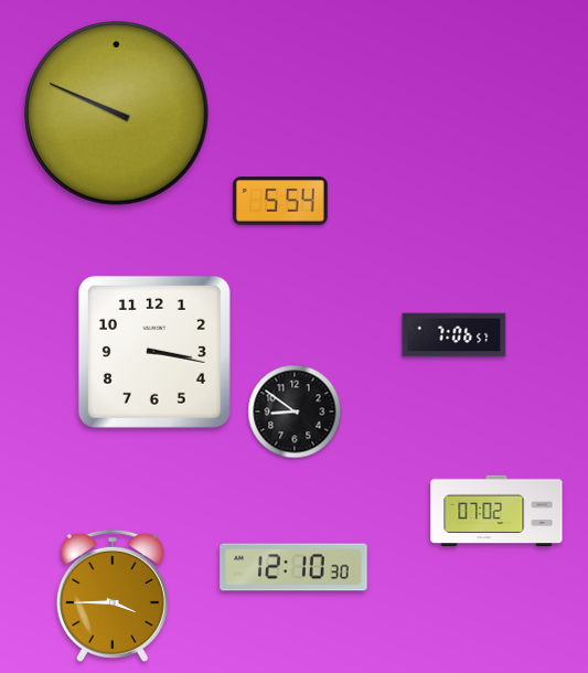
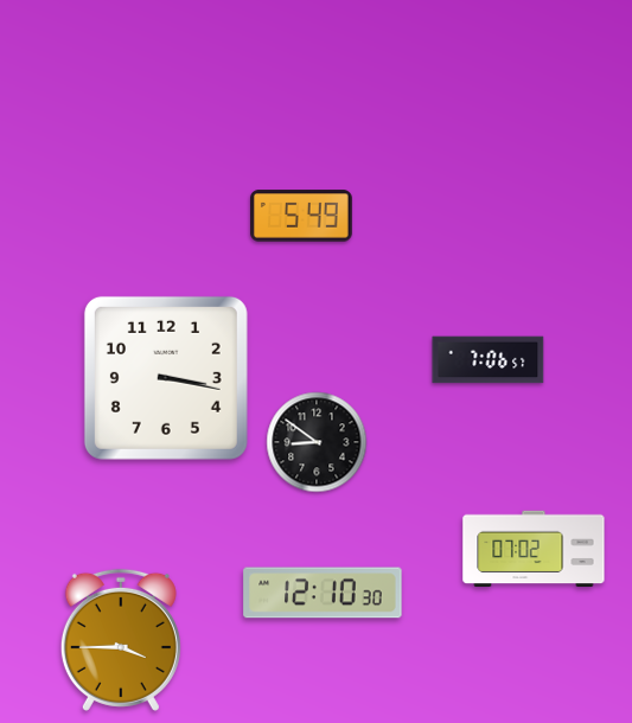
clock at (117, 114): 9:49 -> none
clock at (281, 201): 5:54 -> 5:49
clock at (293, 567) position: (293, 567) -> (323, 593)
